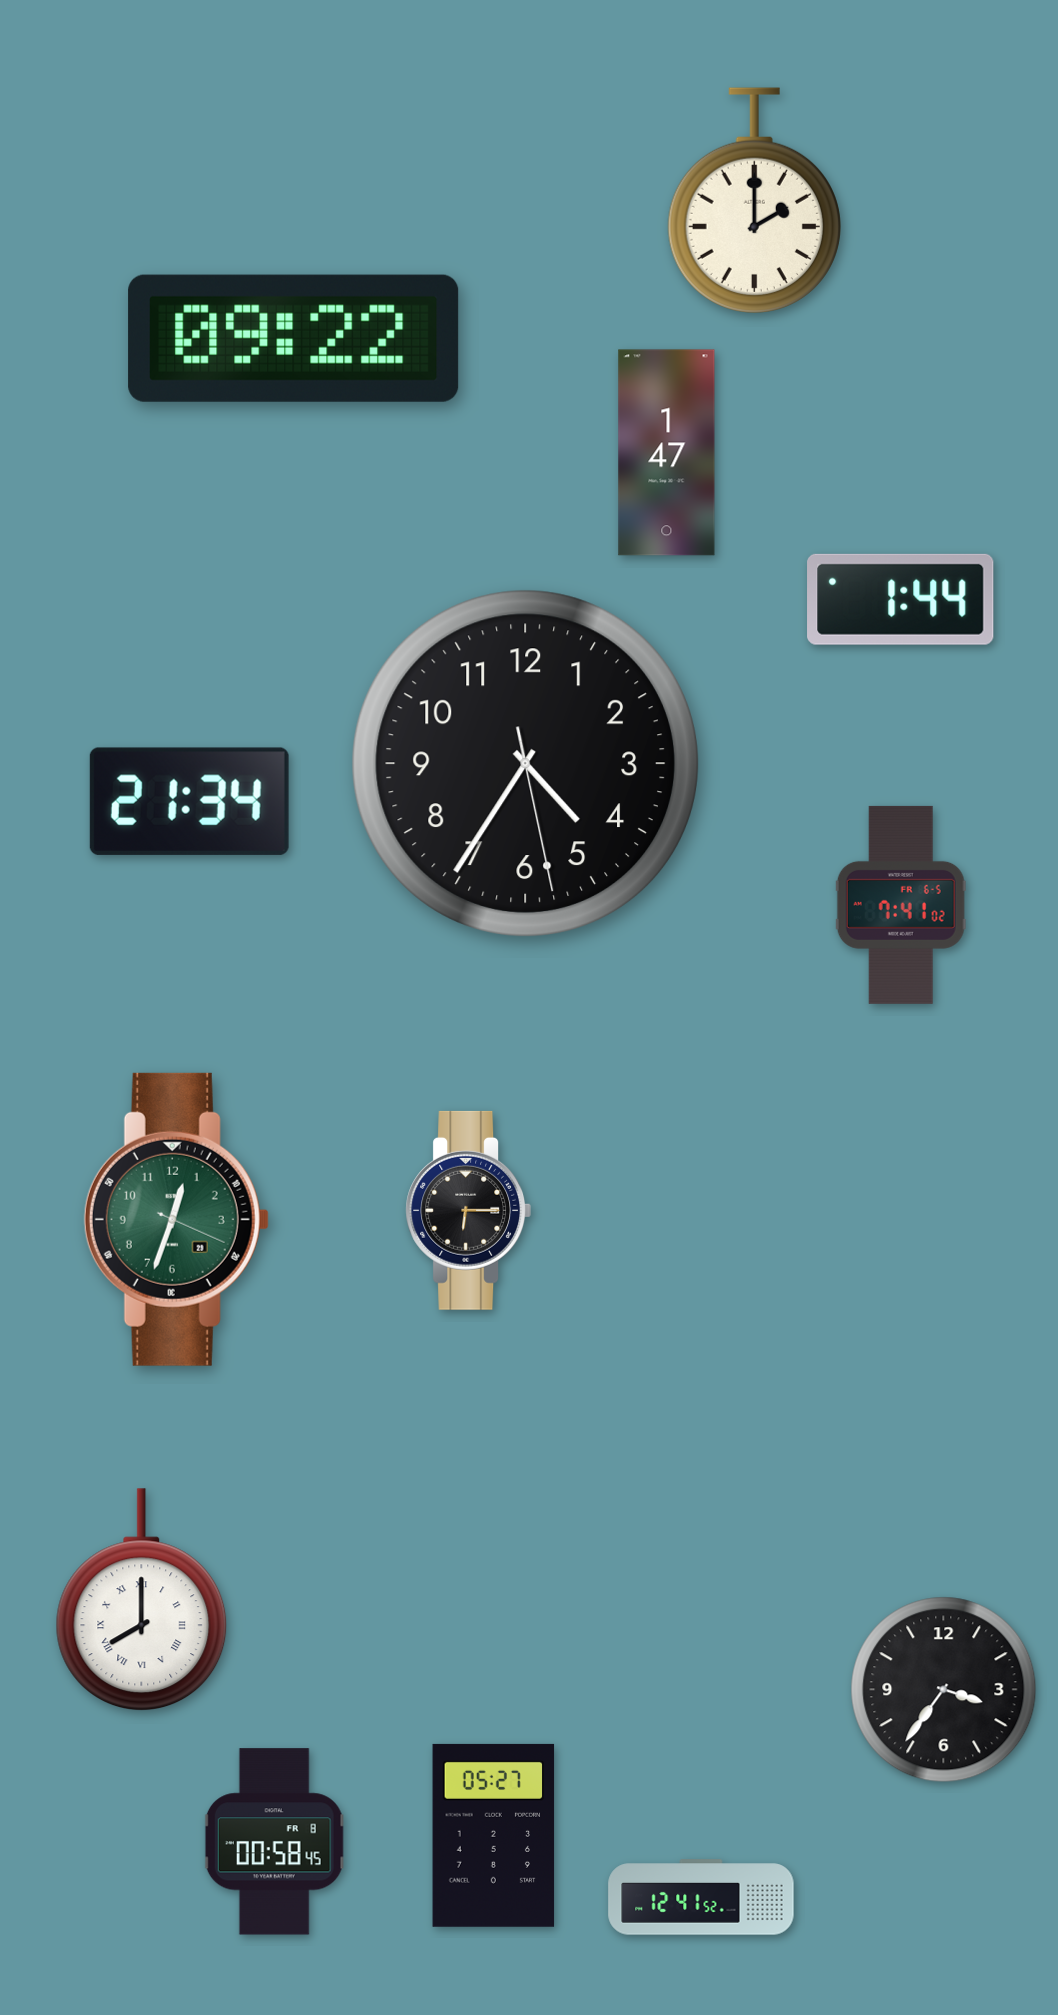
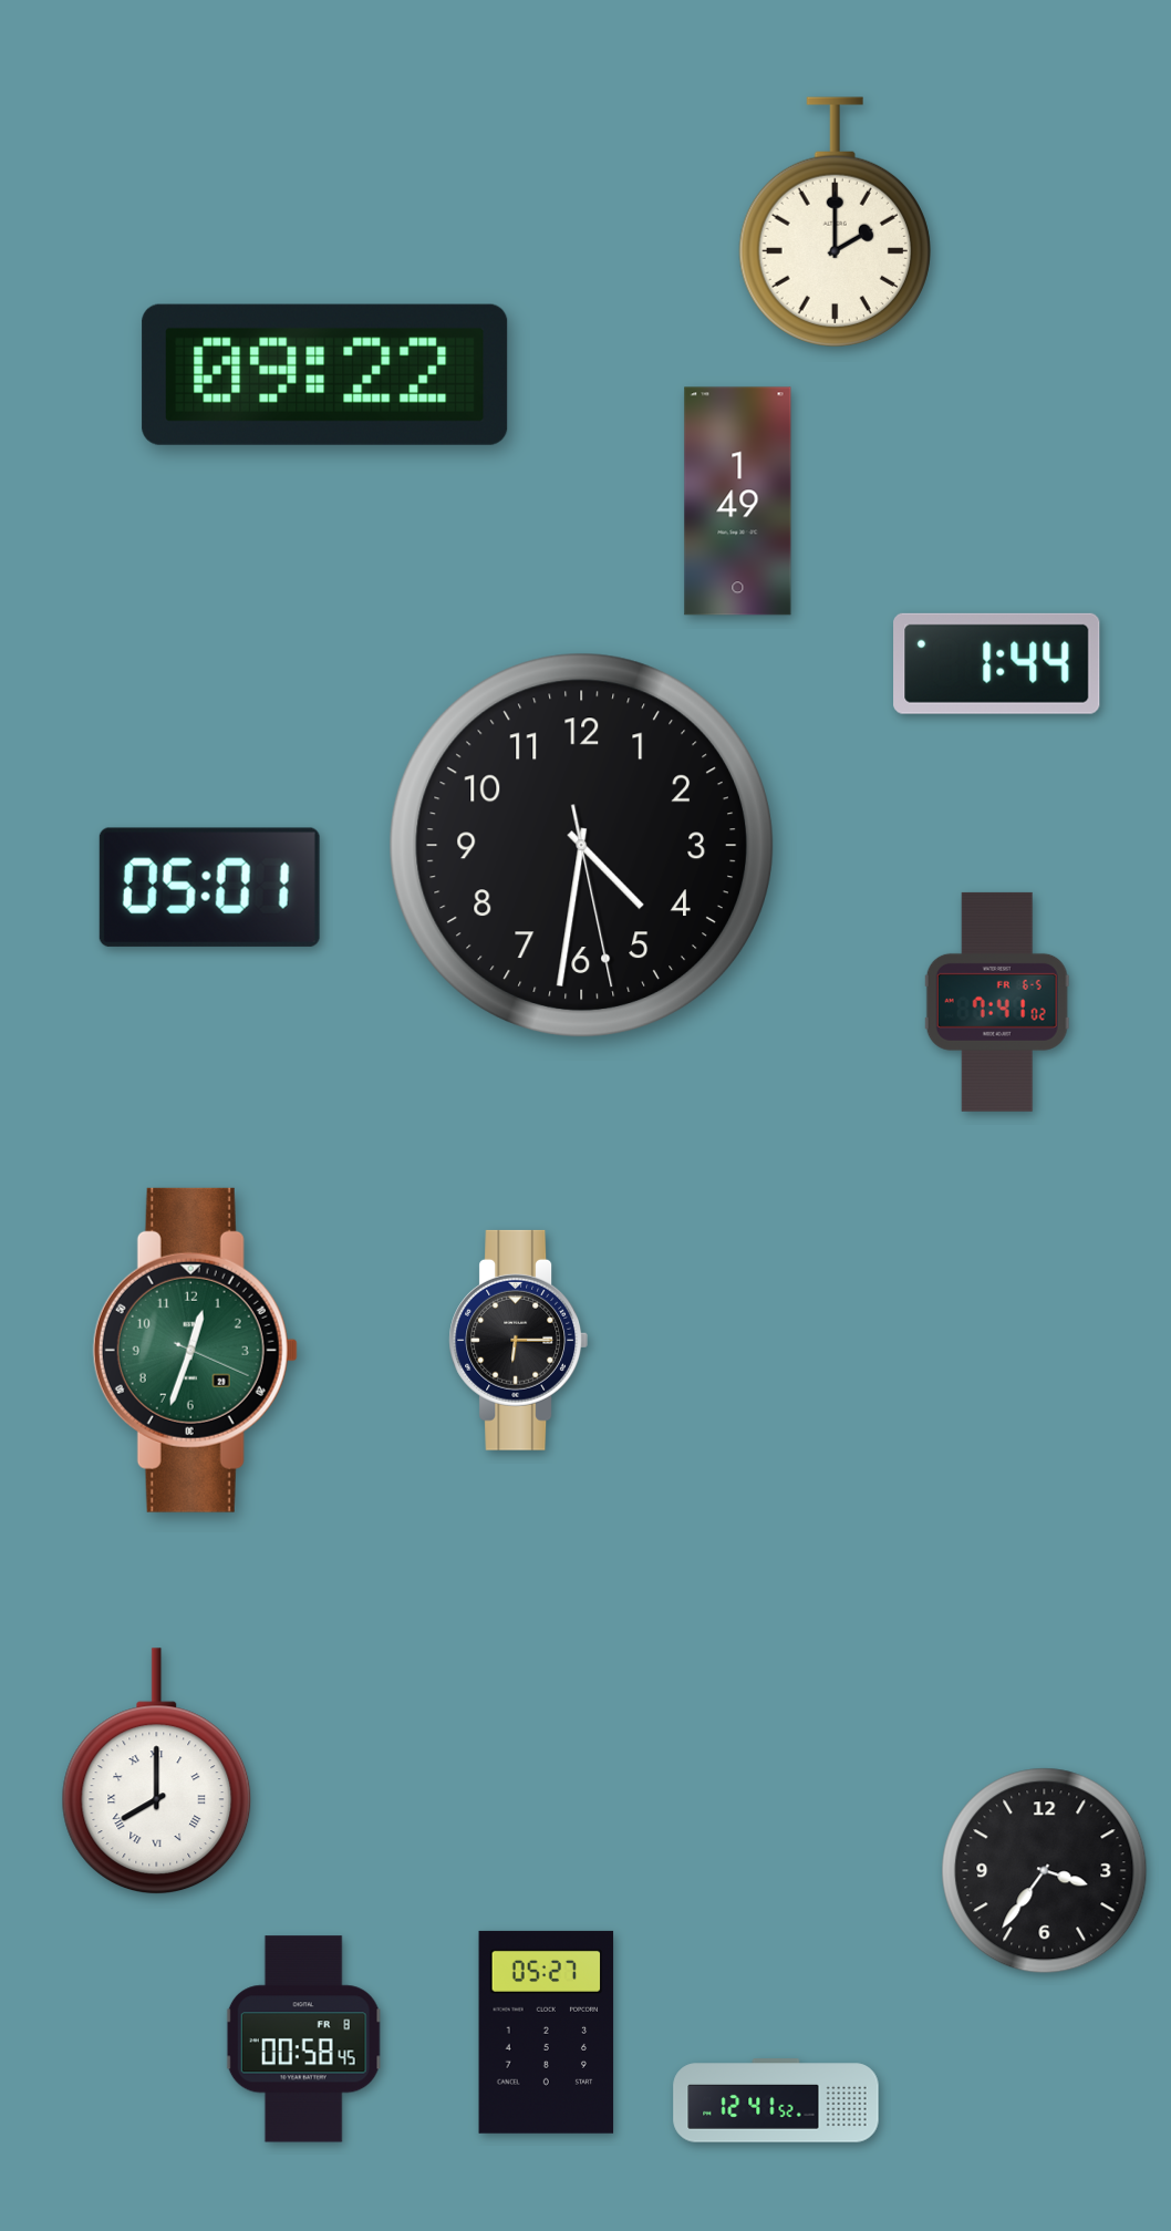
clock at (667, 453): 1:47 -> 1:49
clock at (525, 763): 4:35 -> 4:31
clock at (189, 801): 21:34 -> 05:01
